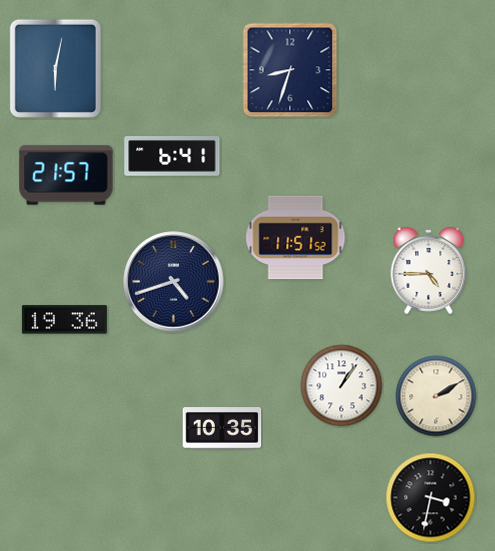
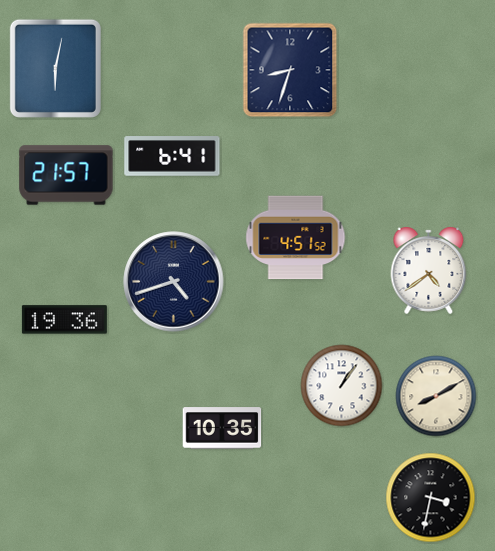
clock at (296, 238): 11:51 -> 4:51
clock at (429, 270): 4:45 -> 4:39
clock at (436, 396): 2:10 -> 8:10
